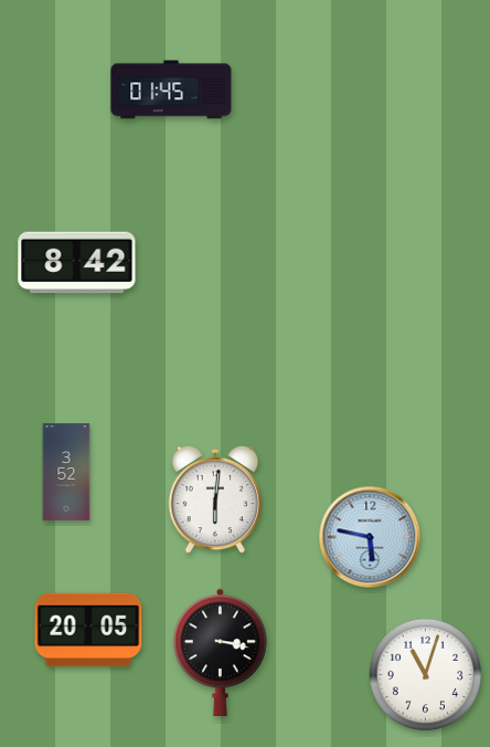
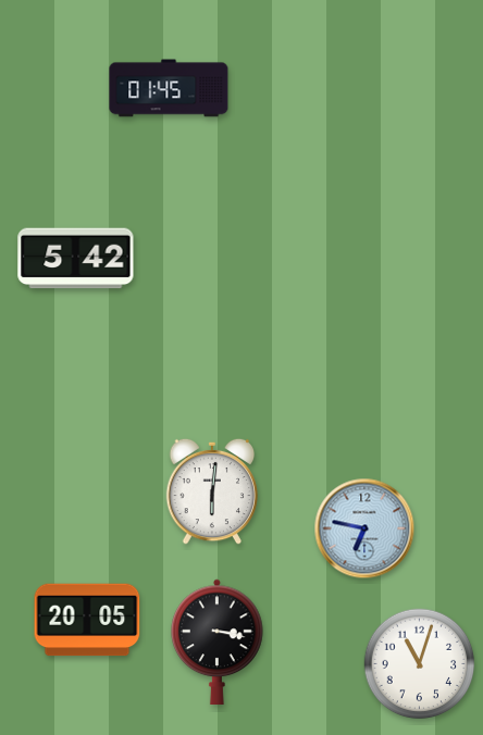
clock at (77, 263): 8:42 -> 5:42
clock at (66, 472): 3:52 -> none
clock at (370, 537): 5:47 -> 6:47
